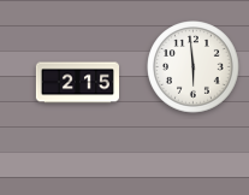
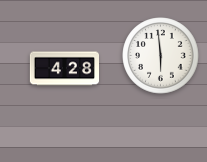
clock at (77, 83): 2:15 -> 4:28
